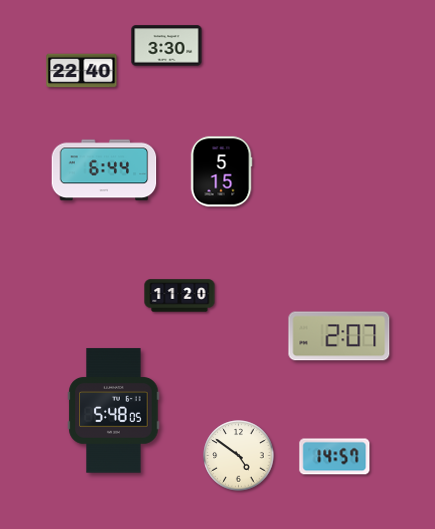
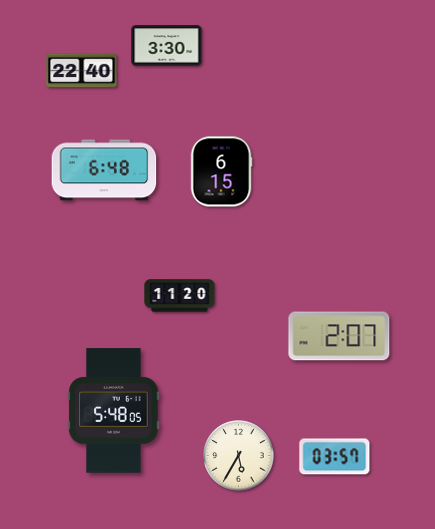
clock at (104, 170): 6:44 -> 6:48
clock at (221, 172): 5:15 -> 6:15
clock at (239, 456): 4:51 -> 5:35
clock at (335, 457): 14:57 -> 03:57
